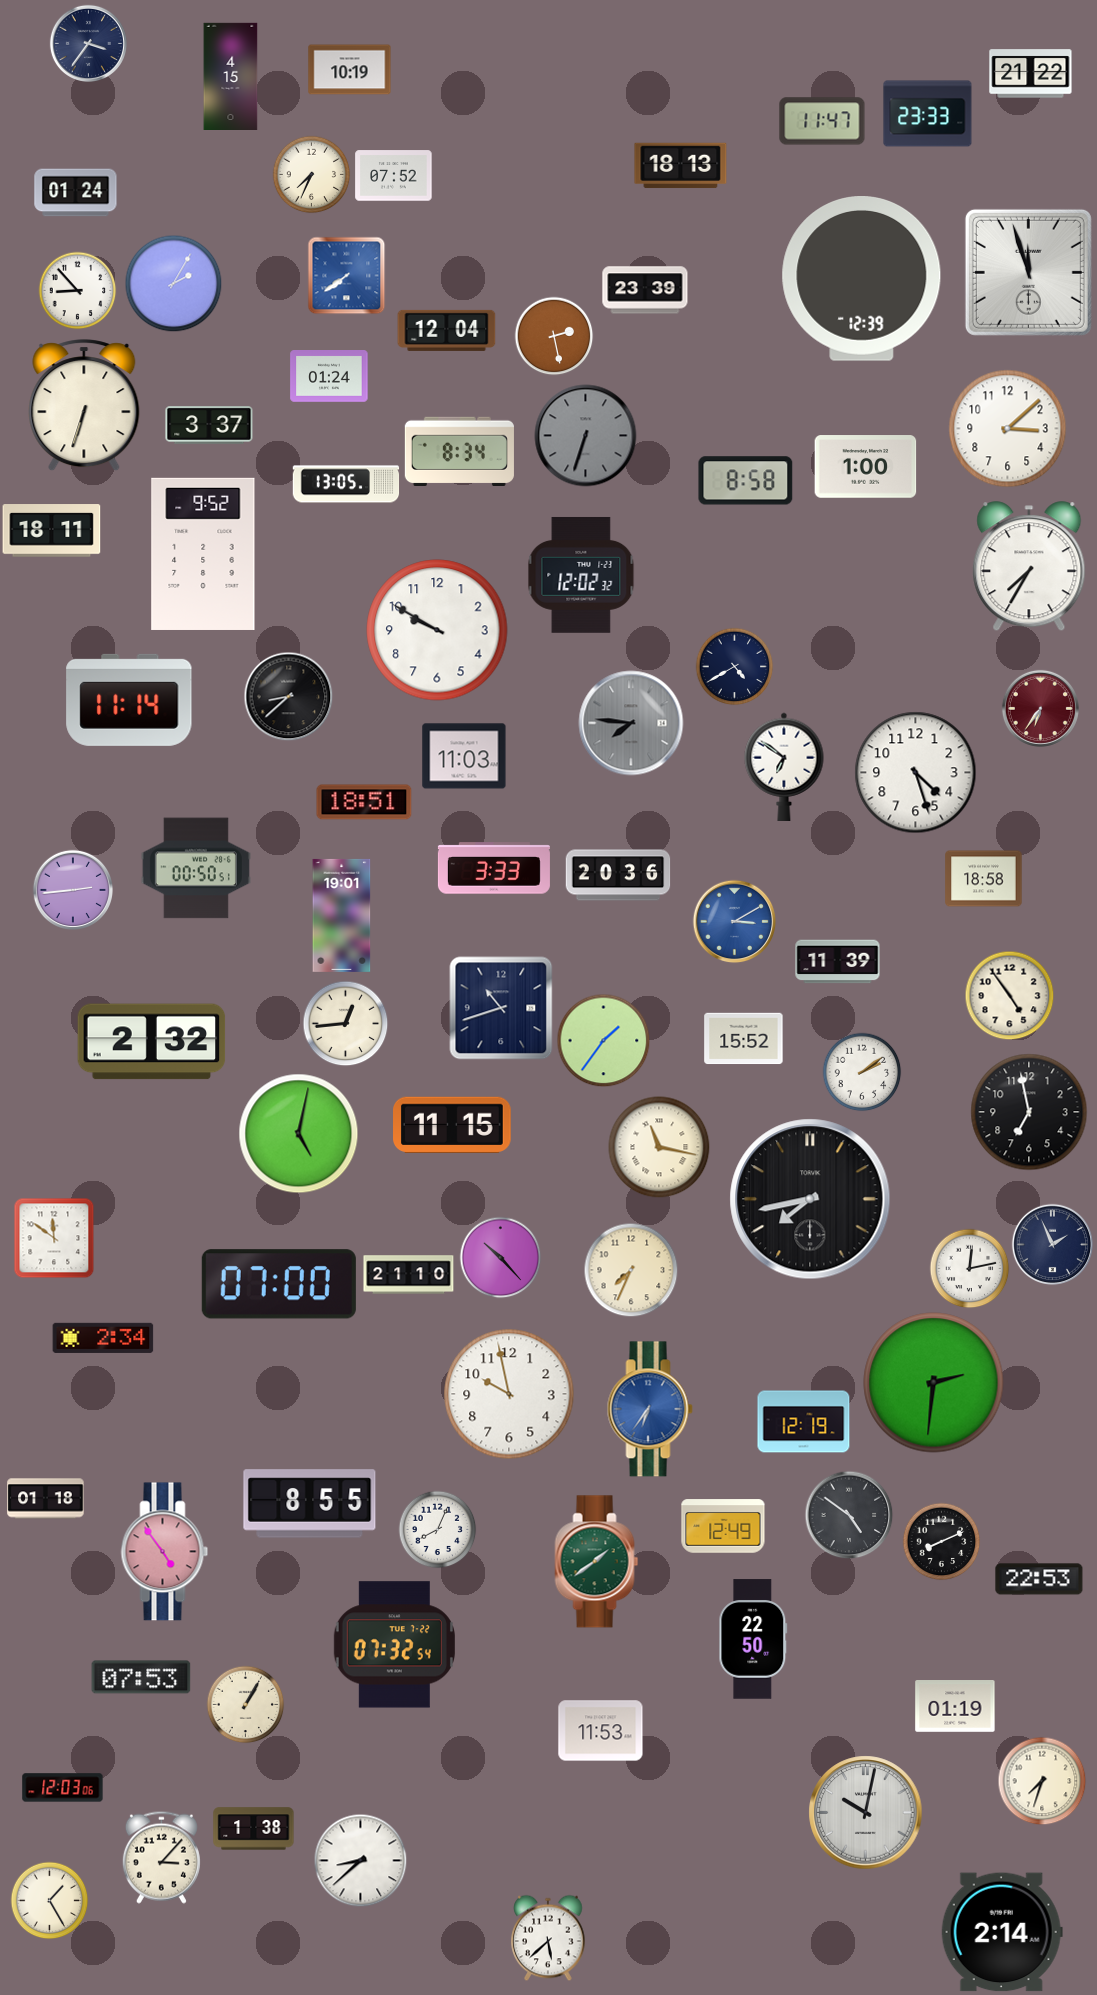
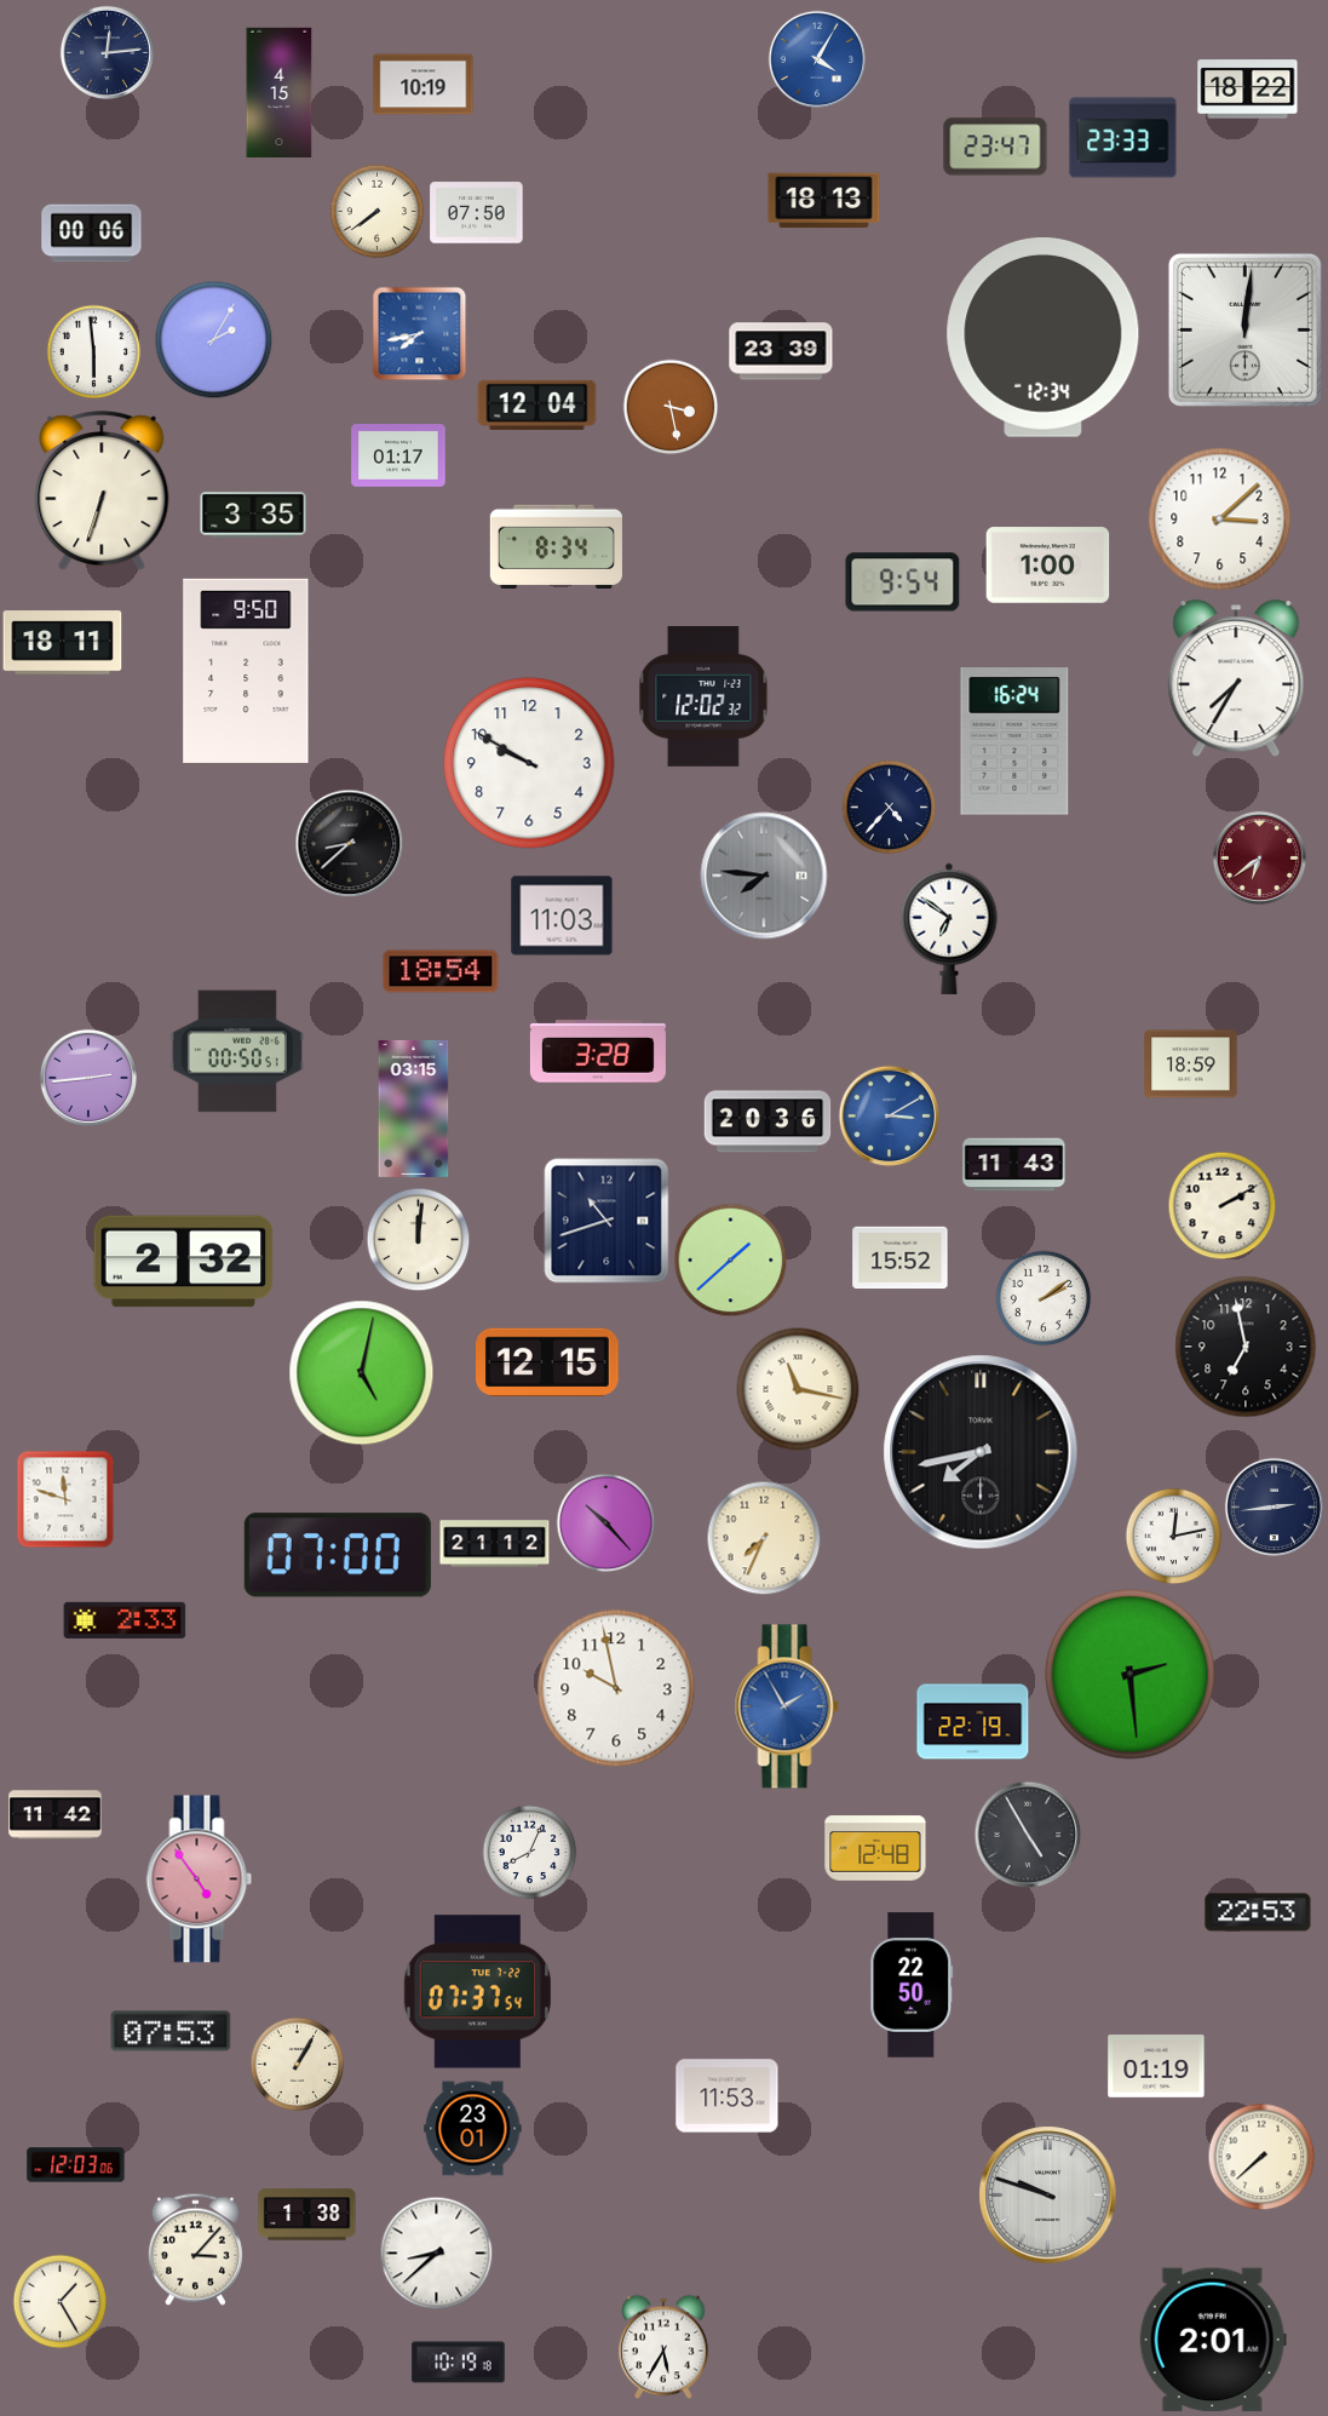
clock at (88, 43): 3:36 -> 12:14
clock at (816, 58): none -> 4:05
clock at (1031, 74): 21:22 -> 18:22
clock at (822, 121): 11:47 -> 23:47
clock at (311, 174): 7:34 -> 7:39
clock at (394, 176): 07:52 -> 07:50
clock at (76, 193): 01:24 -> 00:06
clock at (1028, 272): 11:57 -> 12:01
clock at (346, 275): 7:39 -> 7:43
clock at (862, 279): 12:39 -> 12:34
clock at (173, 283) position: (173, 283) -> (213, 339)
clock at (77, 290): 8:53 -> 5:59
clock at (447, 330) position: (447, 330) -> (537, 404)
clock at (554, 336): 2:28 -> 3:28
clock at (329, 377): 01:24 -> 01:17
clock at (209, 425): 3:37 -> 3:35
clock at (586, 436): 6:33 -> none
clock at (746, 481): 8:58 -> 9:54
clock at (346, 484): 13:05 -> none
clock at (203, 554): 9:52 -> 9:50
clock at (1029, 567) position: (1029, 567) -> (1236, 679)
clock at (1014, 741): none -> 16:24
clock at (734, 666): 4:40 -> 4:37
clock at (129, 700): 11:14 -> none
clock at (1040, 708): 6:36 -> 6:39
clock at (916, 773): 4:27 -> none
clock at (364, 802): 18:51 -> 18:54
clock at (494, 868): 3:33 -> 3:28
clock at (618, 875) position: (618, 875) -> (768, 1121)
clock at (984, 879): 18:58 -> 18:59
clock at (342, 915): 19:01 -> 03:15
clock at (838, 962): 11:39 -> 11:43
clock at (1009, 995): 4:54 -> 2:10
clock at (345, 1023): 12:44 -> 12:01
clock at (603, 1040): 1:36 -> 1:38
clock at (453, 1124): 11:15 -> 12:15
clock at (54, 1238): 11:51 -> 11:48
clock at (1052, 1244): 1:56 -> 2:44
clock at (409, 1275): 21:10 -> 21:12
clock at (103, 1338): 2:34 -> 2:33
clock at (934, 1383): 2:31 -> 2:29
clock at (650, 1409): 6:36 -> 1:55
clock at (804, 1422): 12:19 -> 22:19
clock at (46, 1499): 01:18 -> 11:42
clock at (310, 1504): 8:55 -> none
clock at (849, 1515): 4:51 -> 4:55
clock at (723, 1526): 12:49 -> 12:48
clock at (941, 1541): 8:11 -> none
clock at (597, 1562): 1:39 -> none
clock at (394, 1645): 07:32 -> 07:37
clock at (473, 2129): none -> 23:01
clock at (1042, 1781): 7:33 -> 7:38
clock at (866, 1813): 10:02 -> 9:48
clock at (1002, 1932): 2:14 -> 2:01
clock at (548, 1938): 5:38 -> 5:35
clock at (459, 2363): none -> 10:19
